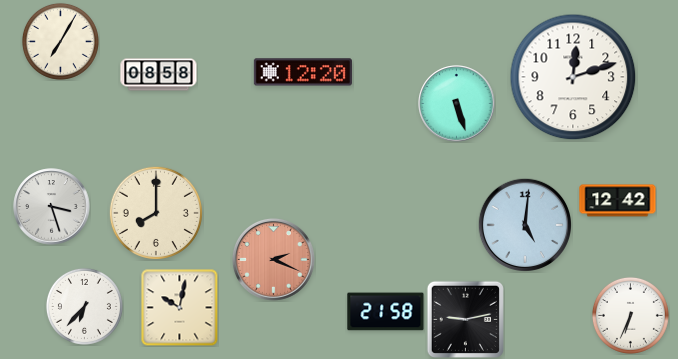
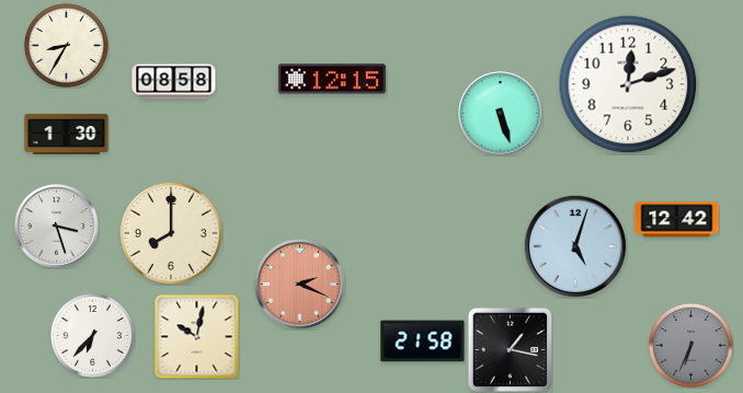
clock at (60, 41): 7:05 -> 8:35
clock at (303, 72): 12:20 -> 12:15
clock at (67, 134): none -> 1:30
clock at (524, 224): 5:01 -> 5:03
clock at (630, 315) dial: white -> grey
clock at (465, 319): 9:13 -> 1:17
